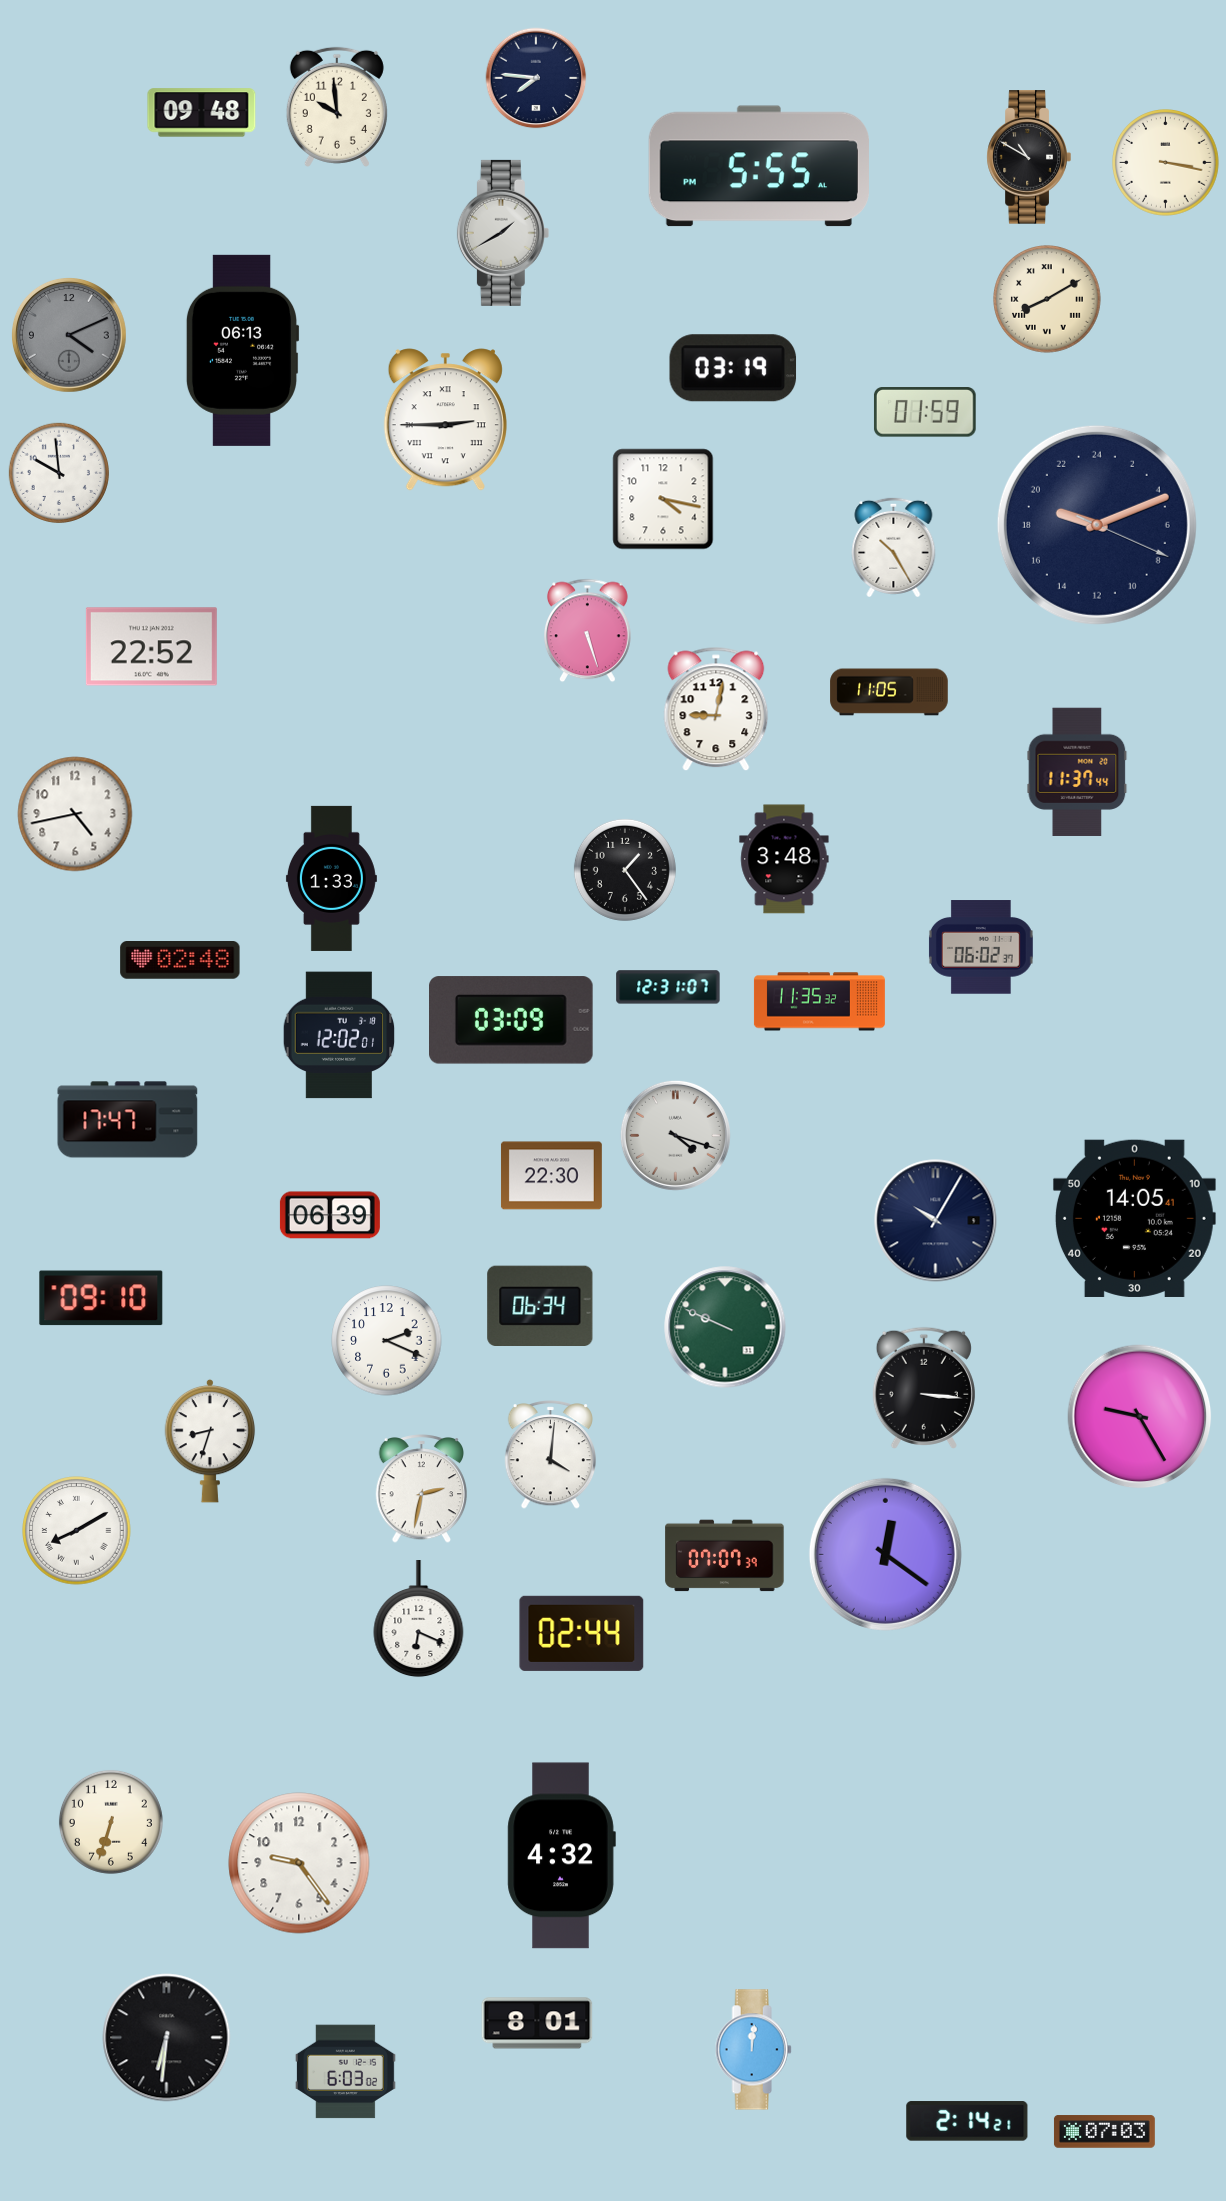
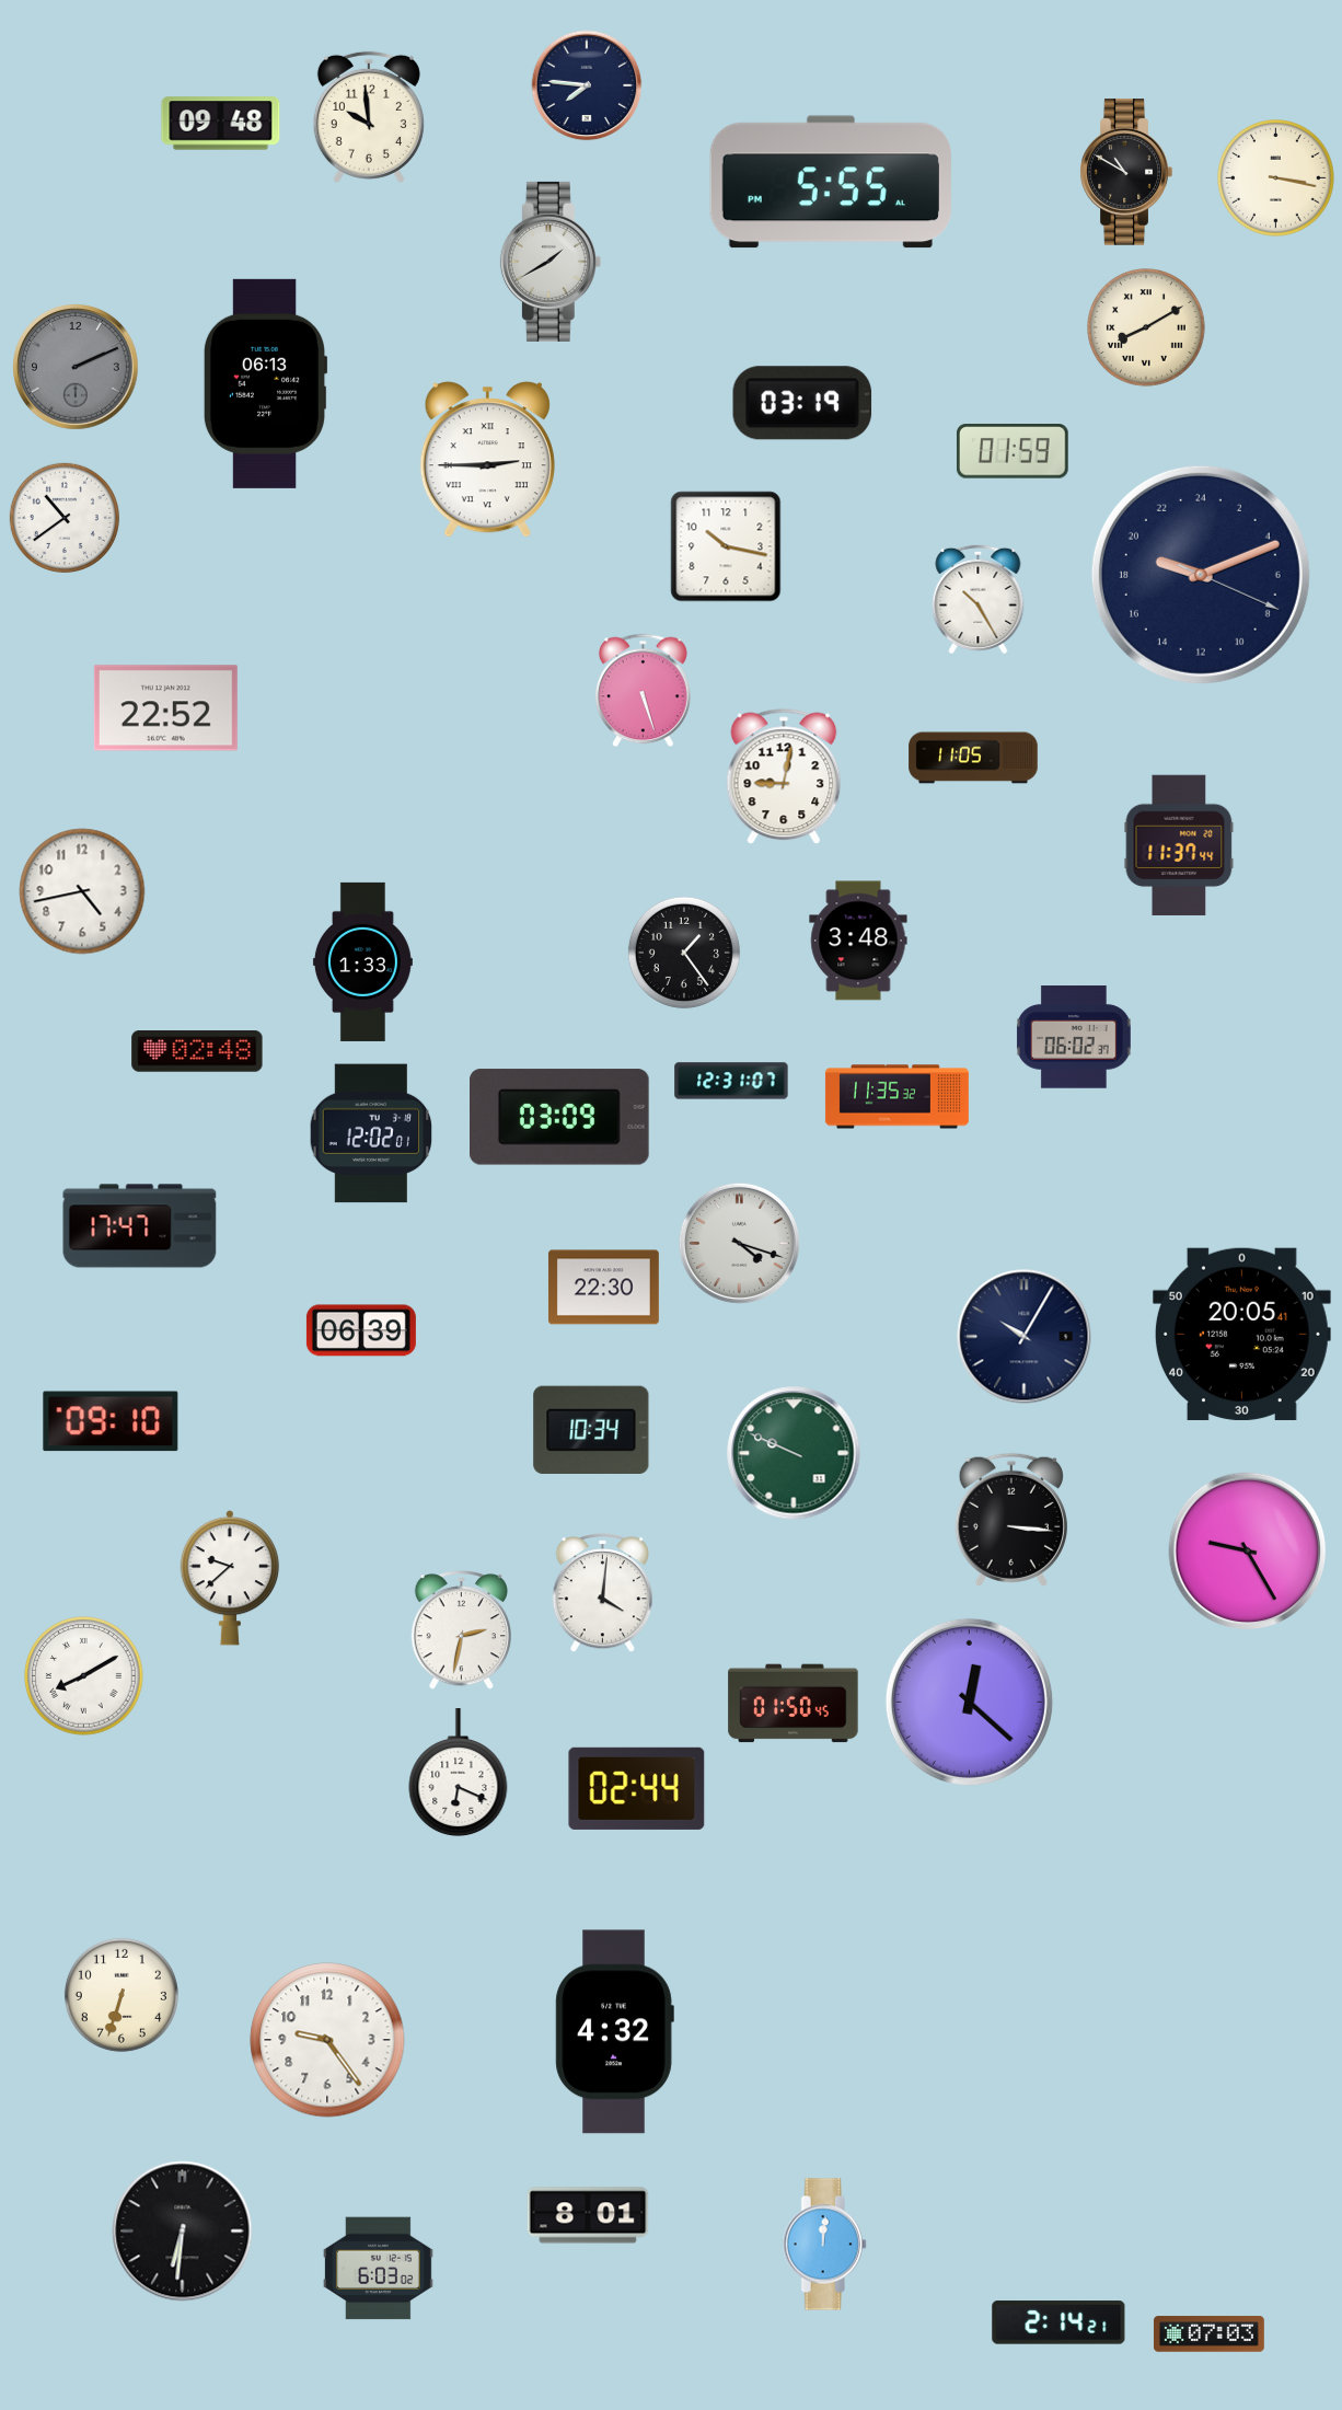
clock at (503, 233) position: (503, 233) -> (551, 262)
clock at (70, 336): 4:11 -> 2:11
clock at (59, 473): 9:59 -> 10:39
clock at (663, 499): 4:17 -> 10:17
clock at (1134, 1218): 14:05 -> 20:05
clock at (540, 1305): 06:34 -> 10:34
clock at (387, 1341): 2:19 -> none
clock at (210, 1441): 8:33 -> 9:38
clock at (885, 1554): 12:21 -> 12:22
clock at (725, 1556): 07:07 -> 01:50
